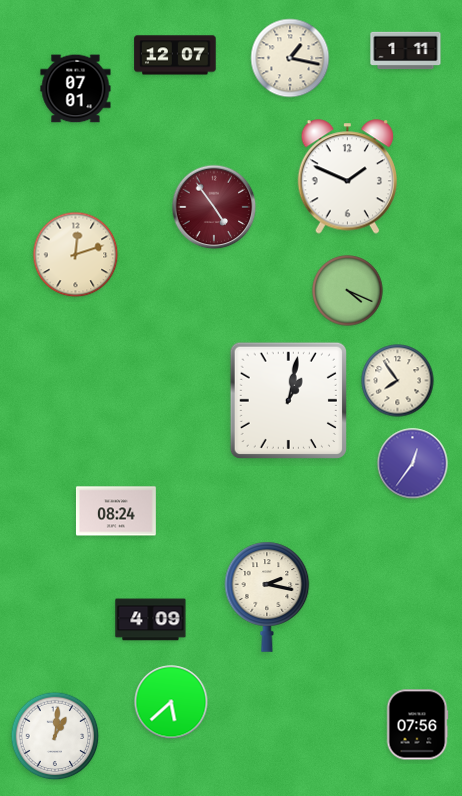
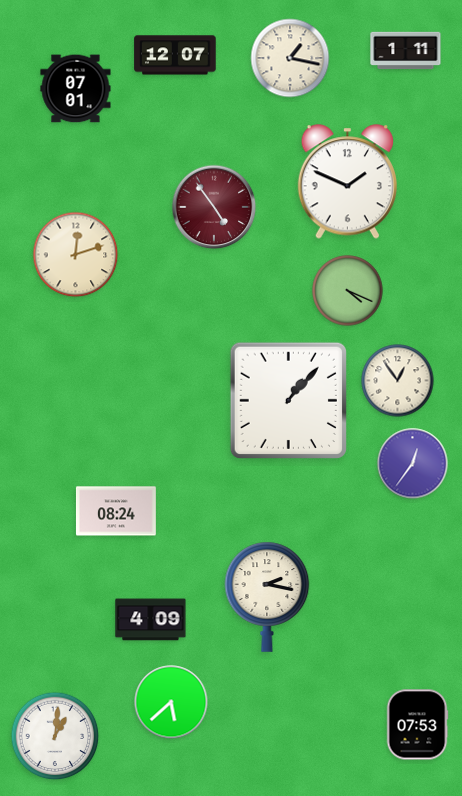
clock at (347, 177) position: (347, 177) -> (347, 182)
clock at (398, 381): 7:54 -> 12:54
clock at (288, 400): 1:02 -> 1:07
clock at (417, 725): 07:56 -> 07:53
